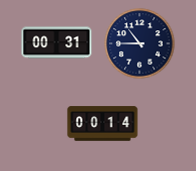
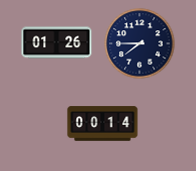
clock at (57, 43): 00:31 -> 01:26
clock at (140, 44): 10:45 -> 7:45
